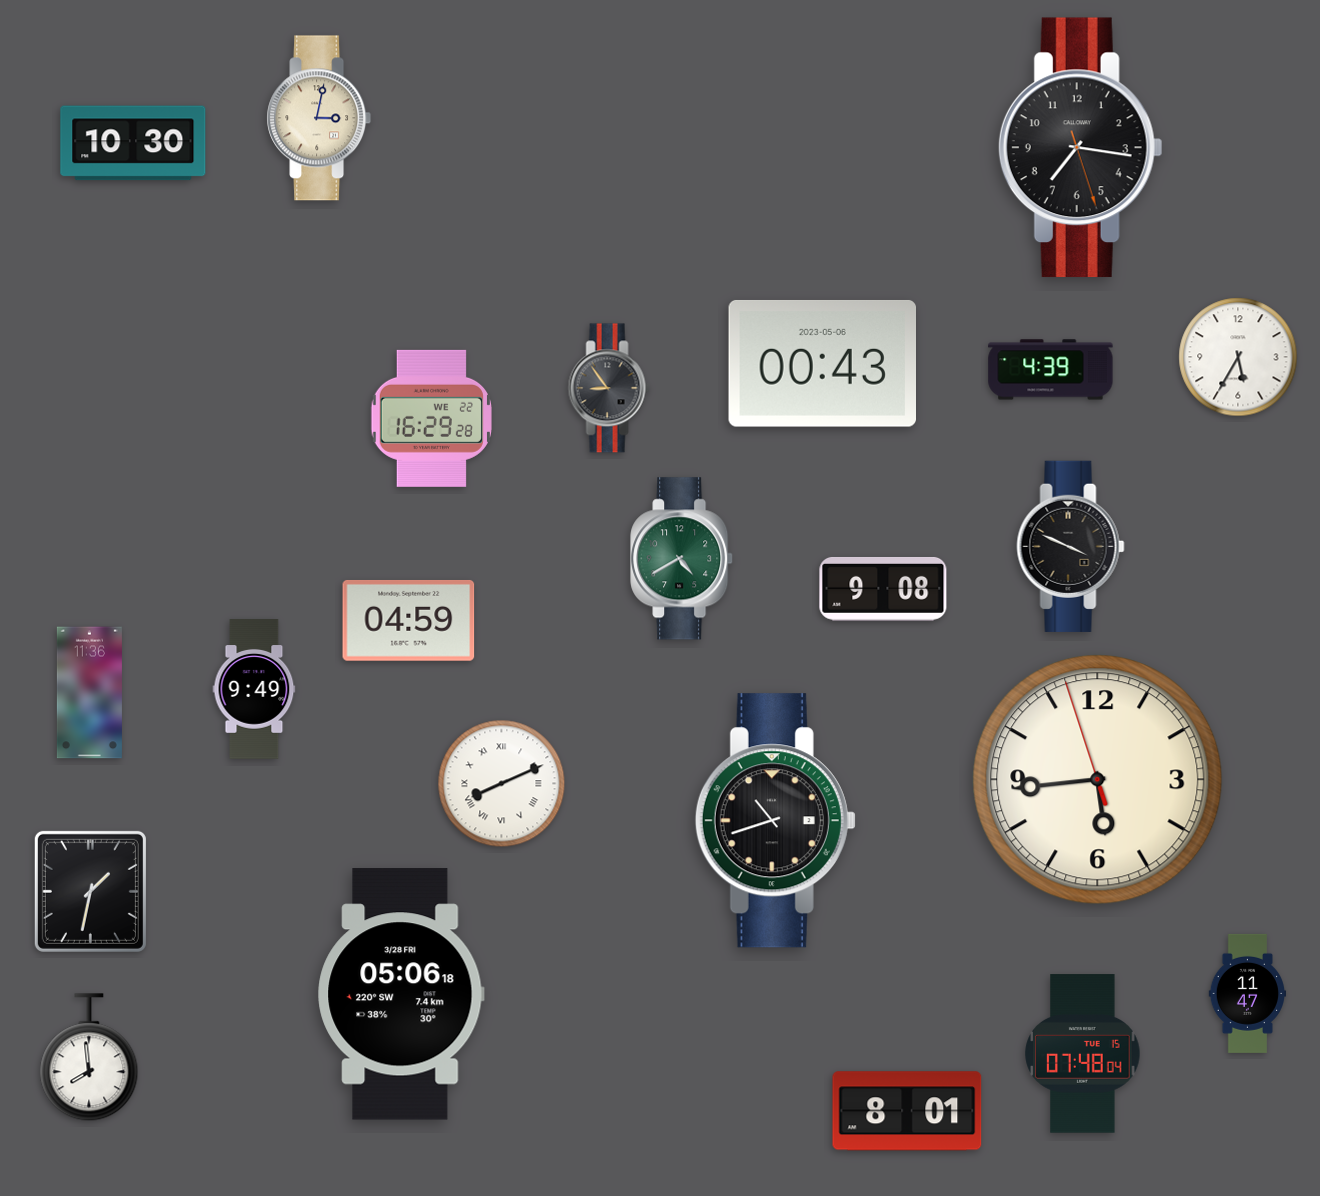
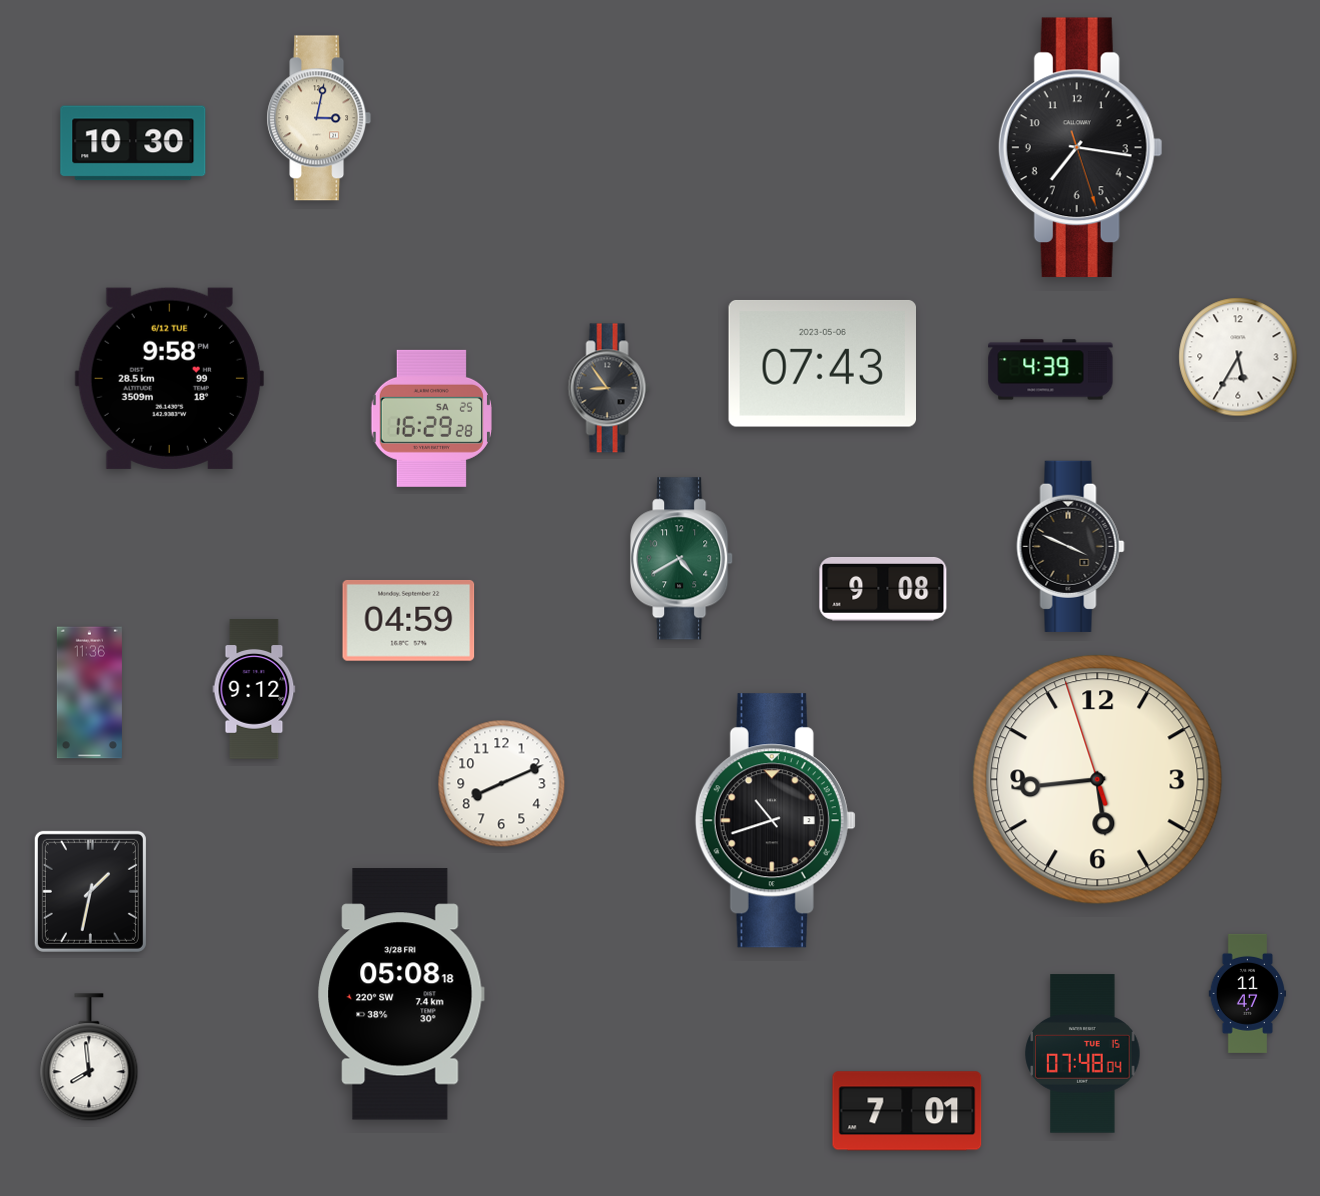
clock at (822, 363): 00:43 -> 07:43
clock at (169, 378): none -> 9:58
clock at (431, 418) date: WE 22 -> SA 25
clock at (254, 689): 9:49 -> 9:12
clock at (502, 784) numerals: Roman -> Arabic
clock at (401, 994): 05:06 -> 05:08
clock at (907, 1111): 8:01 -> 7:01
